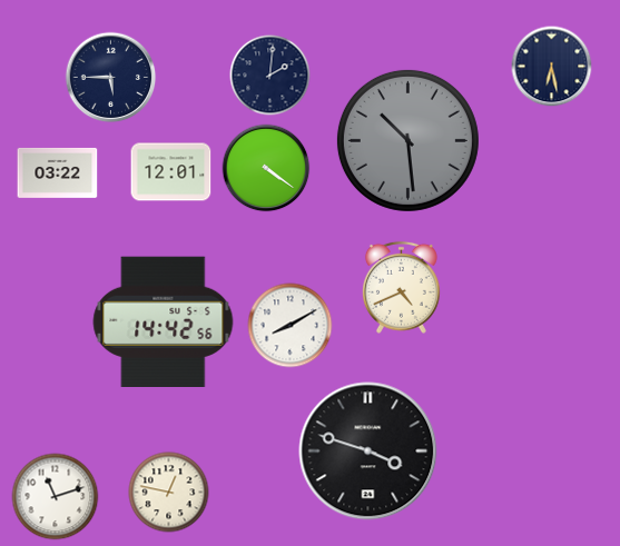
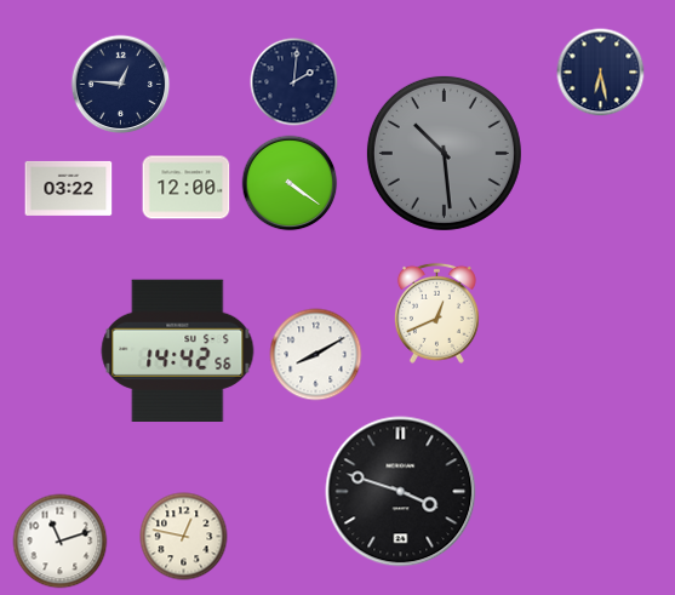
clock at (111, 78): 5:45 -> 12:46
clock at (58, 172) position: (58, 172) -> (69, 188)
clock at (171, 172): 12:01 -> 12:00
clock at (401, 287): 4:41 -> 12:41
